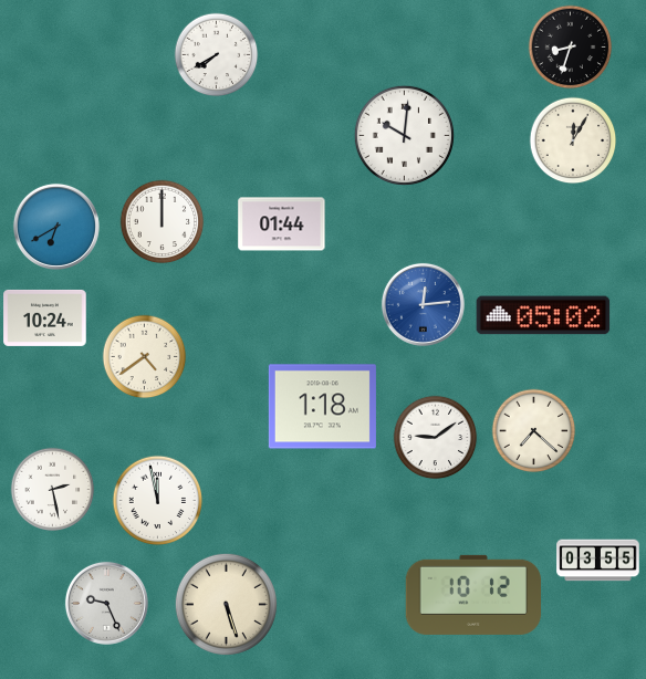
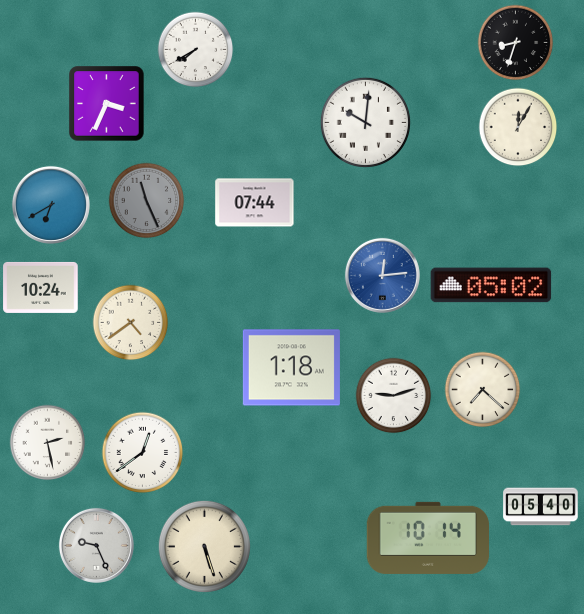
clock at (107, 104): none -> 3:34
clock at (163, 222): 12:00 -> 11:26
clock at (163, 222) dial: white -> grey
clock at (282, 224): 01:44 -> 07:44
clock at (436, 438): 9:09 -> 9:12
clock at (158, 501): 11:58 -> 12:39
clock at (598, 561): 03:55 -> 05:40
clock at (473, 595): 10:12 -> 10:14
